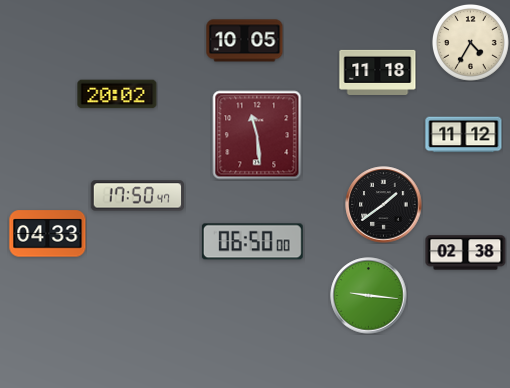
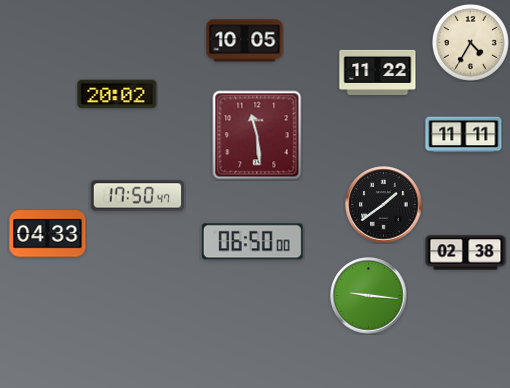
clock at (378, 72): 11:18 -> 11:22
clock at (464, 135): 11:12 -> 11:11
